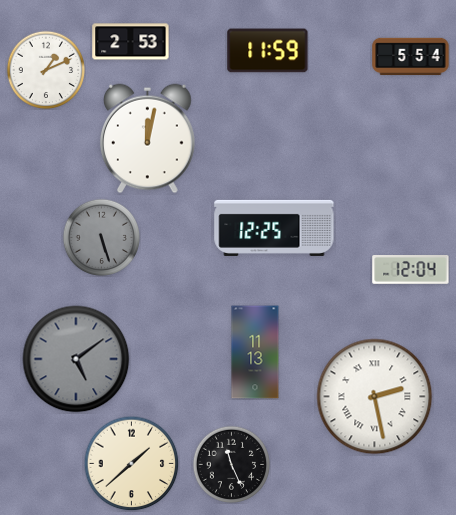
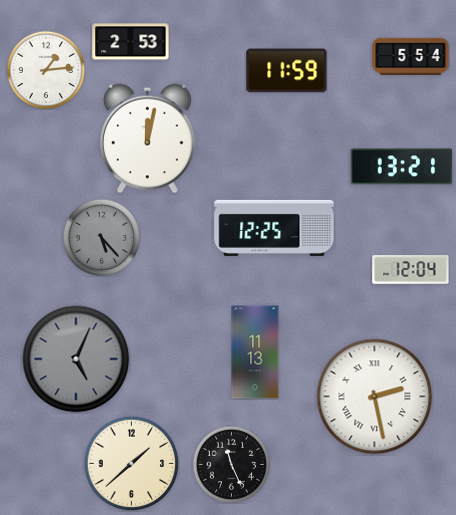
clock at (268, 51) position: (268, 51) -> (287, 71)
clock at (46, 70): 1:11 -> 1:14
clock at (402, 167): none -> 13:21
clock at (101, 237): 5:27 -> 5:23
clock at (76, 359): 5:09 -> 5:04
